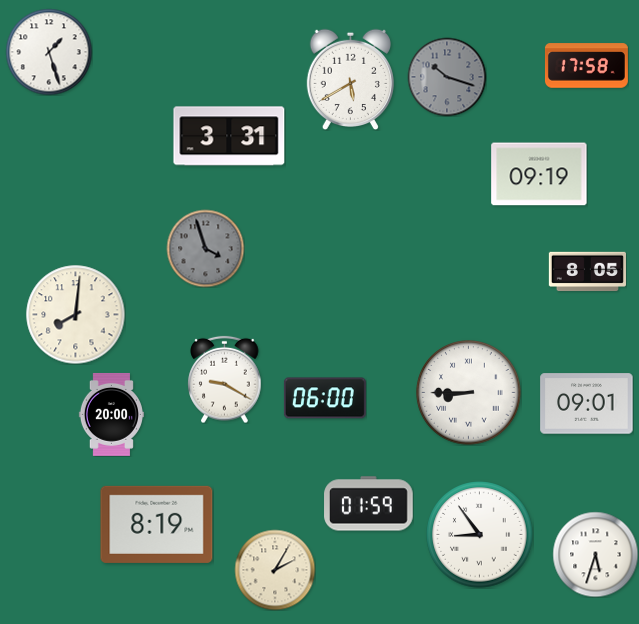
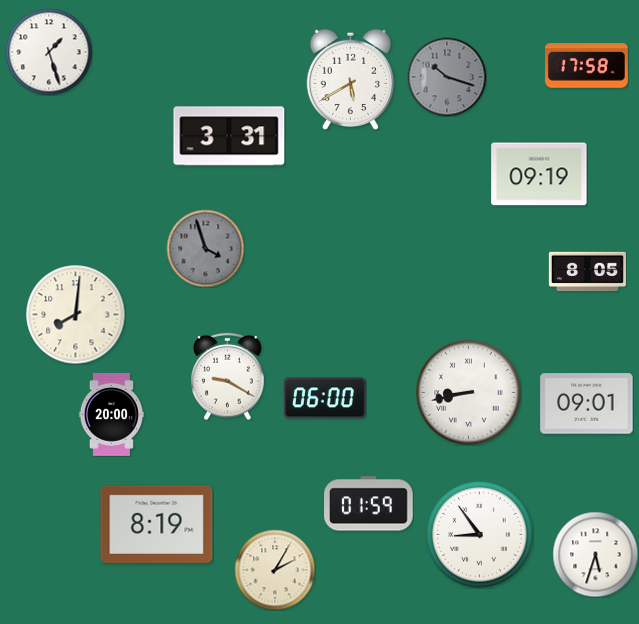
clock at (225, 379) position: (225, 379) -> (228, 376)
clock at (469, 393): 8:45 -> 8:43
